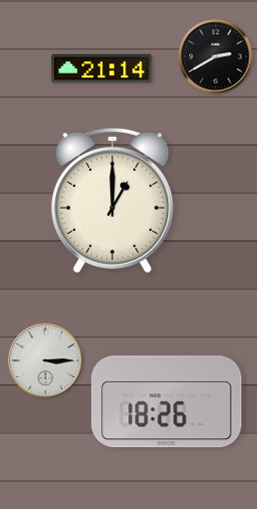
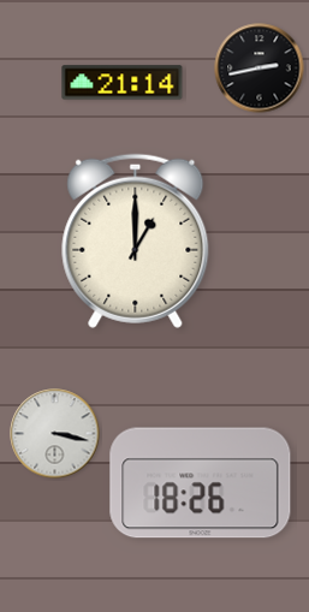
clock at (216, 57): 2:40 -> 2:43
clock at (46, 361): 3:15 -> 3:17
